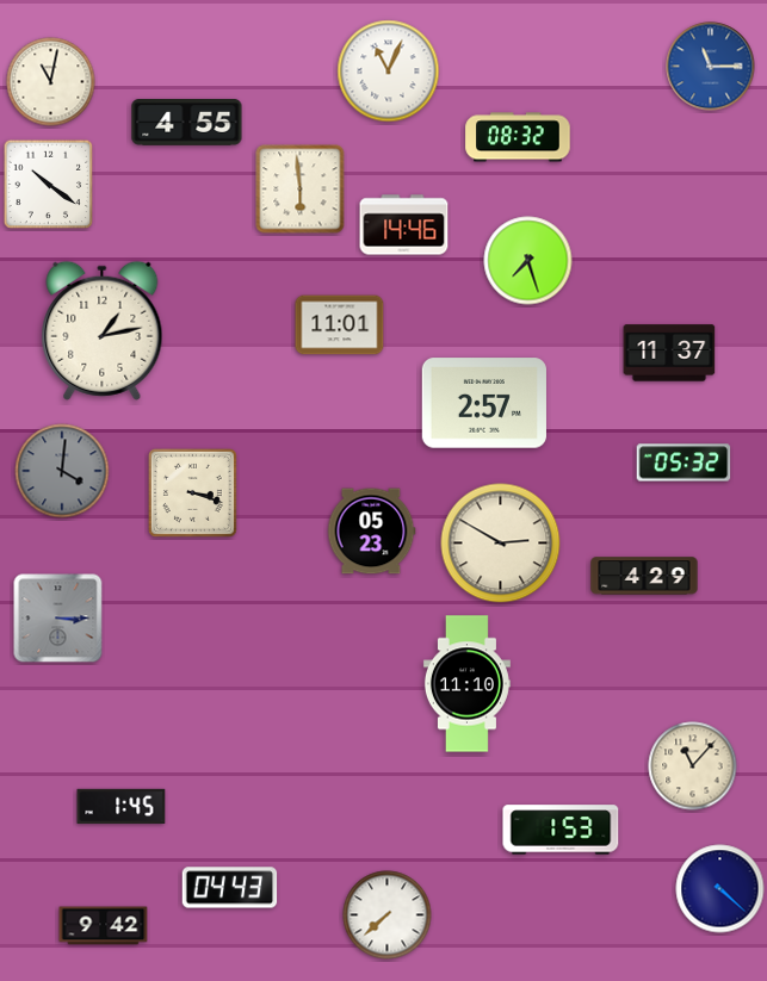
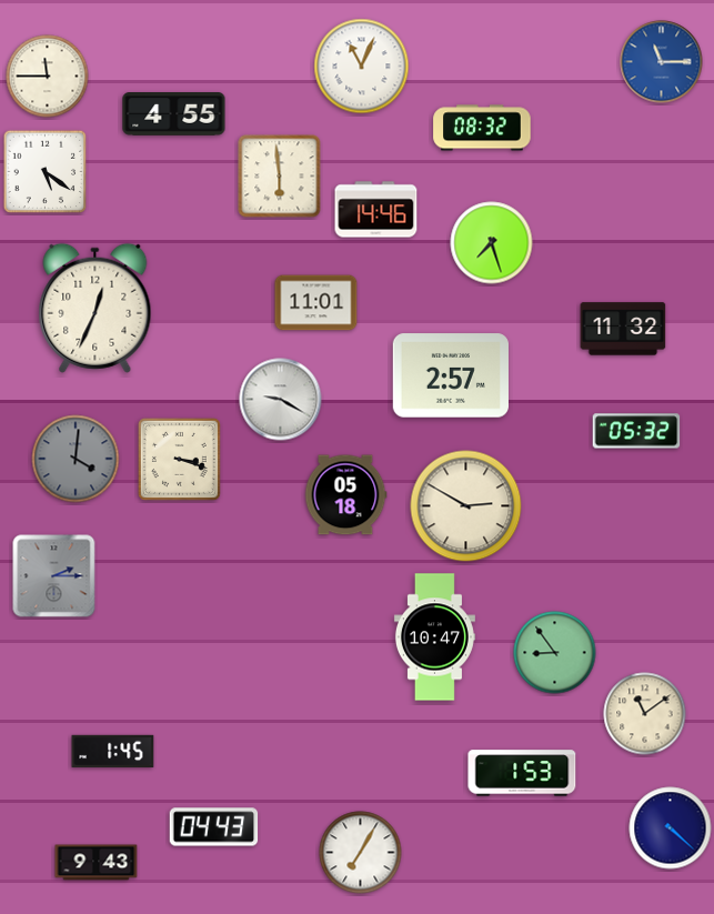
clock at (51, 82): 11:02 -> 11:45
clock at (49, 185): 10:21 -> 5:21
clock at (103, 330): 1:13 -> 12:34
clock at (669, 353): 11:37 -> 11:32
clock at (281, 400): none -> 9:20
clock at (62, 471) position: (62, 471) -> (76, 459)
clock at (371, 532): 05:23 -> 05:18
clock at (644, 576): 4:29 -> none
clock at (58, 619): 3:15 -> 2:15
clock at (466, 684): 11:10 -> 10:47
clock at (555, 653): none -> 8:54
clock at (693, 766): 11:07 -> 11:09
clock at (388, 915): 7:38 -> 7:05
clock at (104, 926): 9:42 -> 9:43
